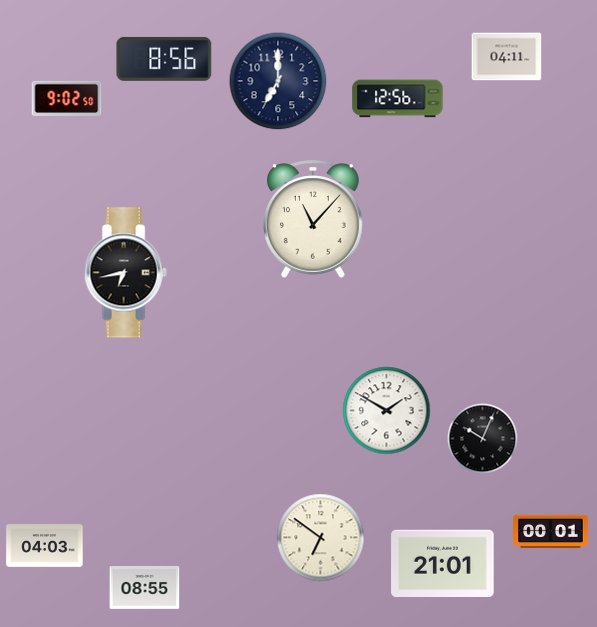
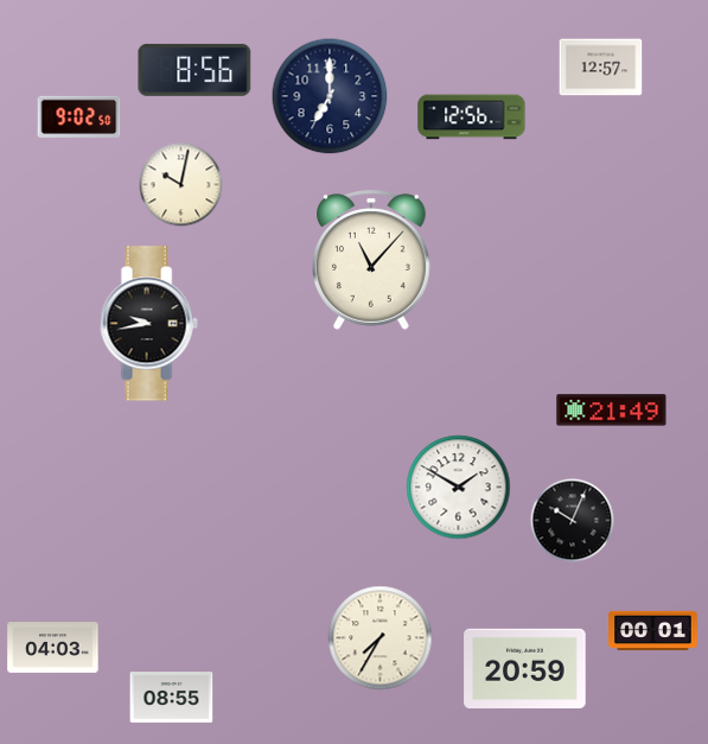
clock at (507, 57): 04:11 -> 12:57
clock at (181, 185): none -> 10:02
clock at (125, 273): 6:43 -> 9:43
clock at (612, 411): none -> 21:49
clock at (321, 538): 6:51 -> 7:35
clock at (443, 563): 21:01 -> 20:59
